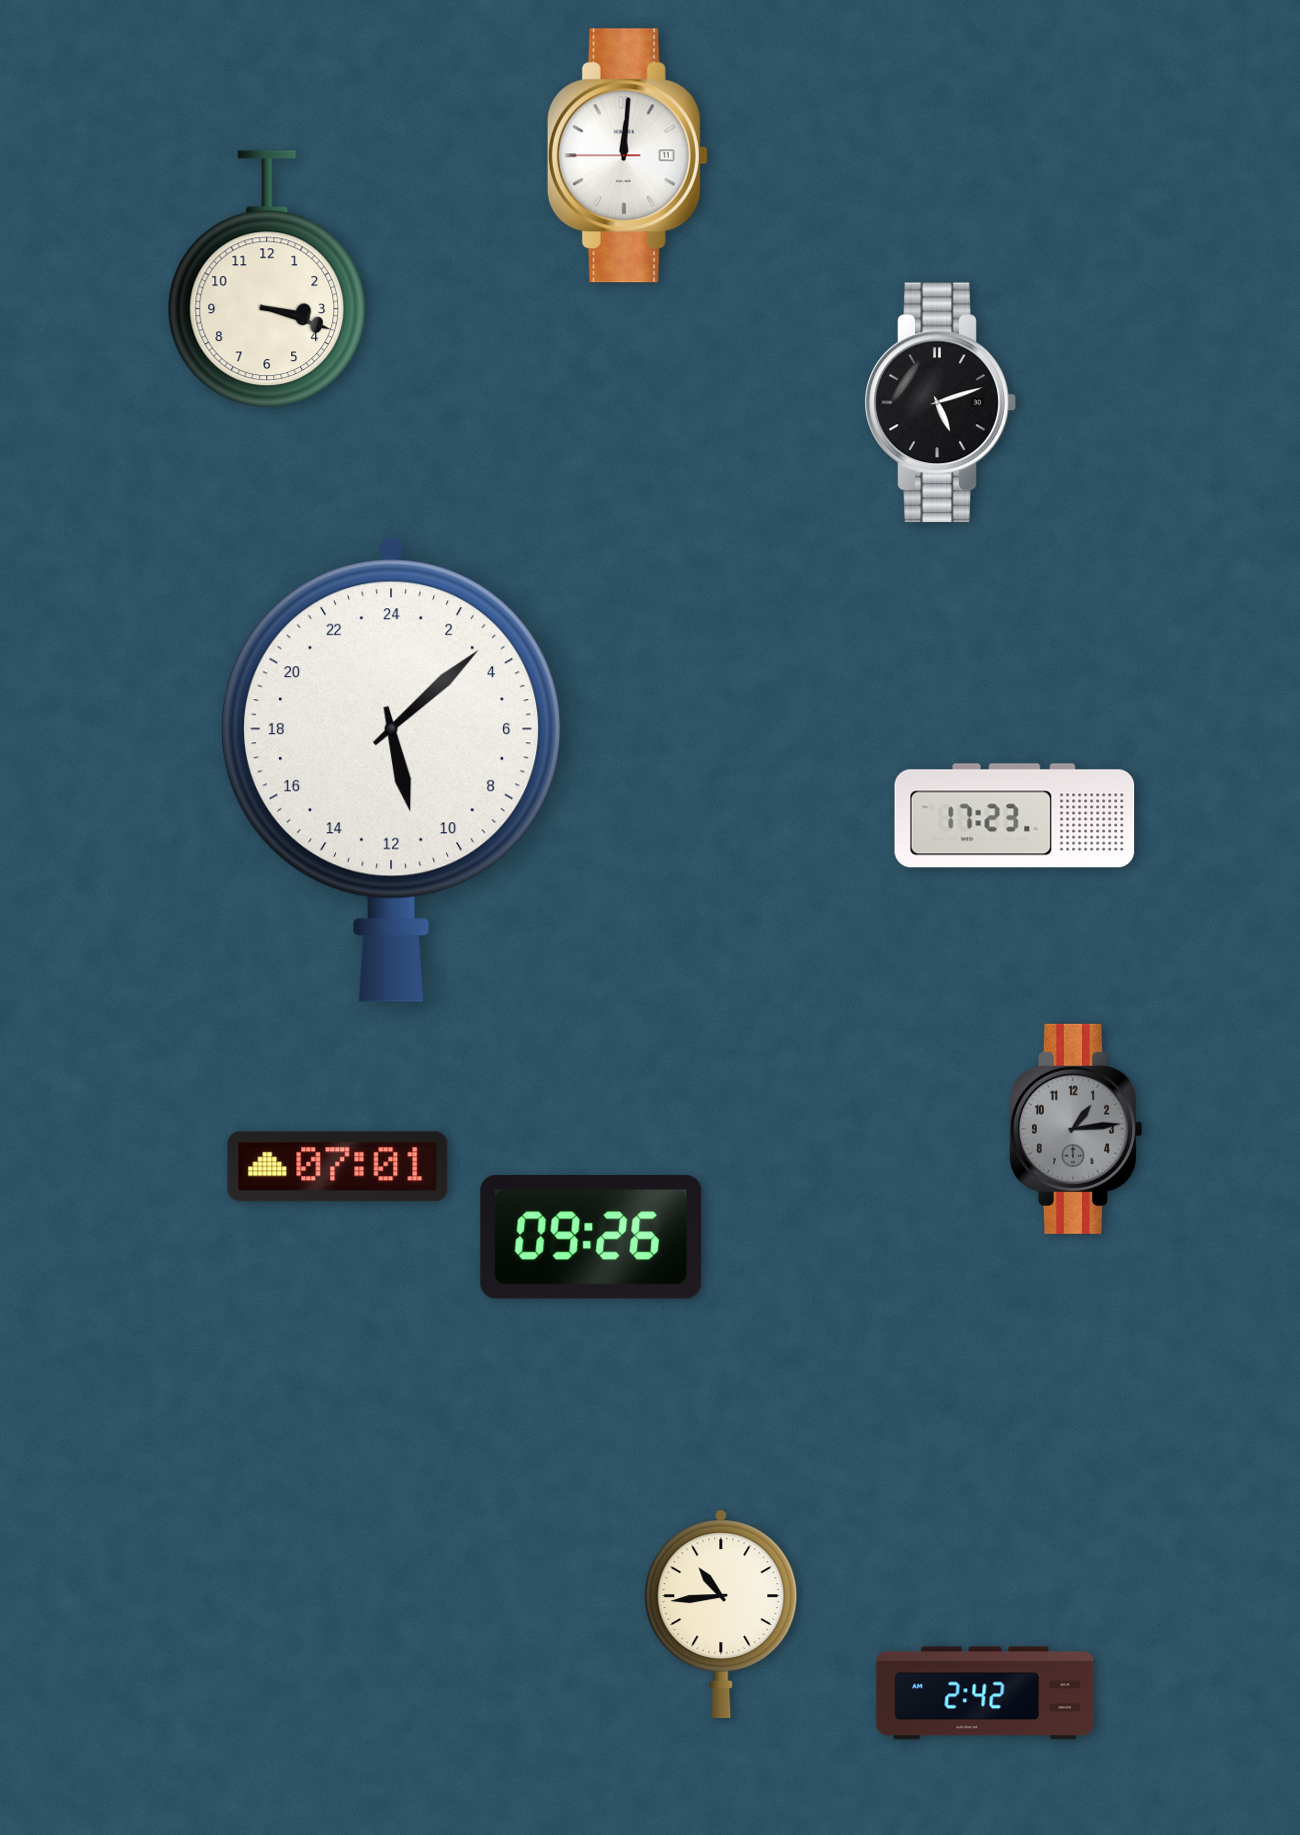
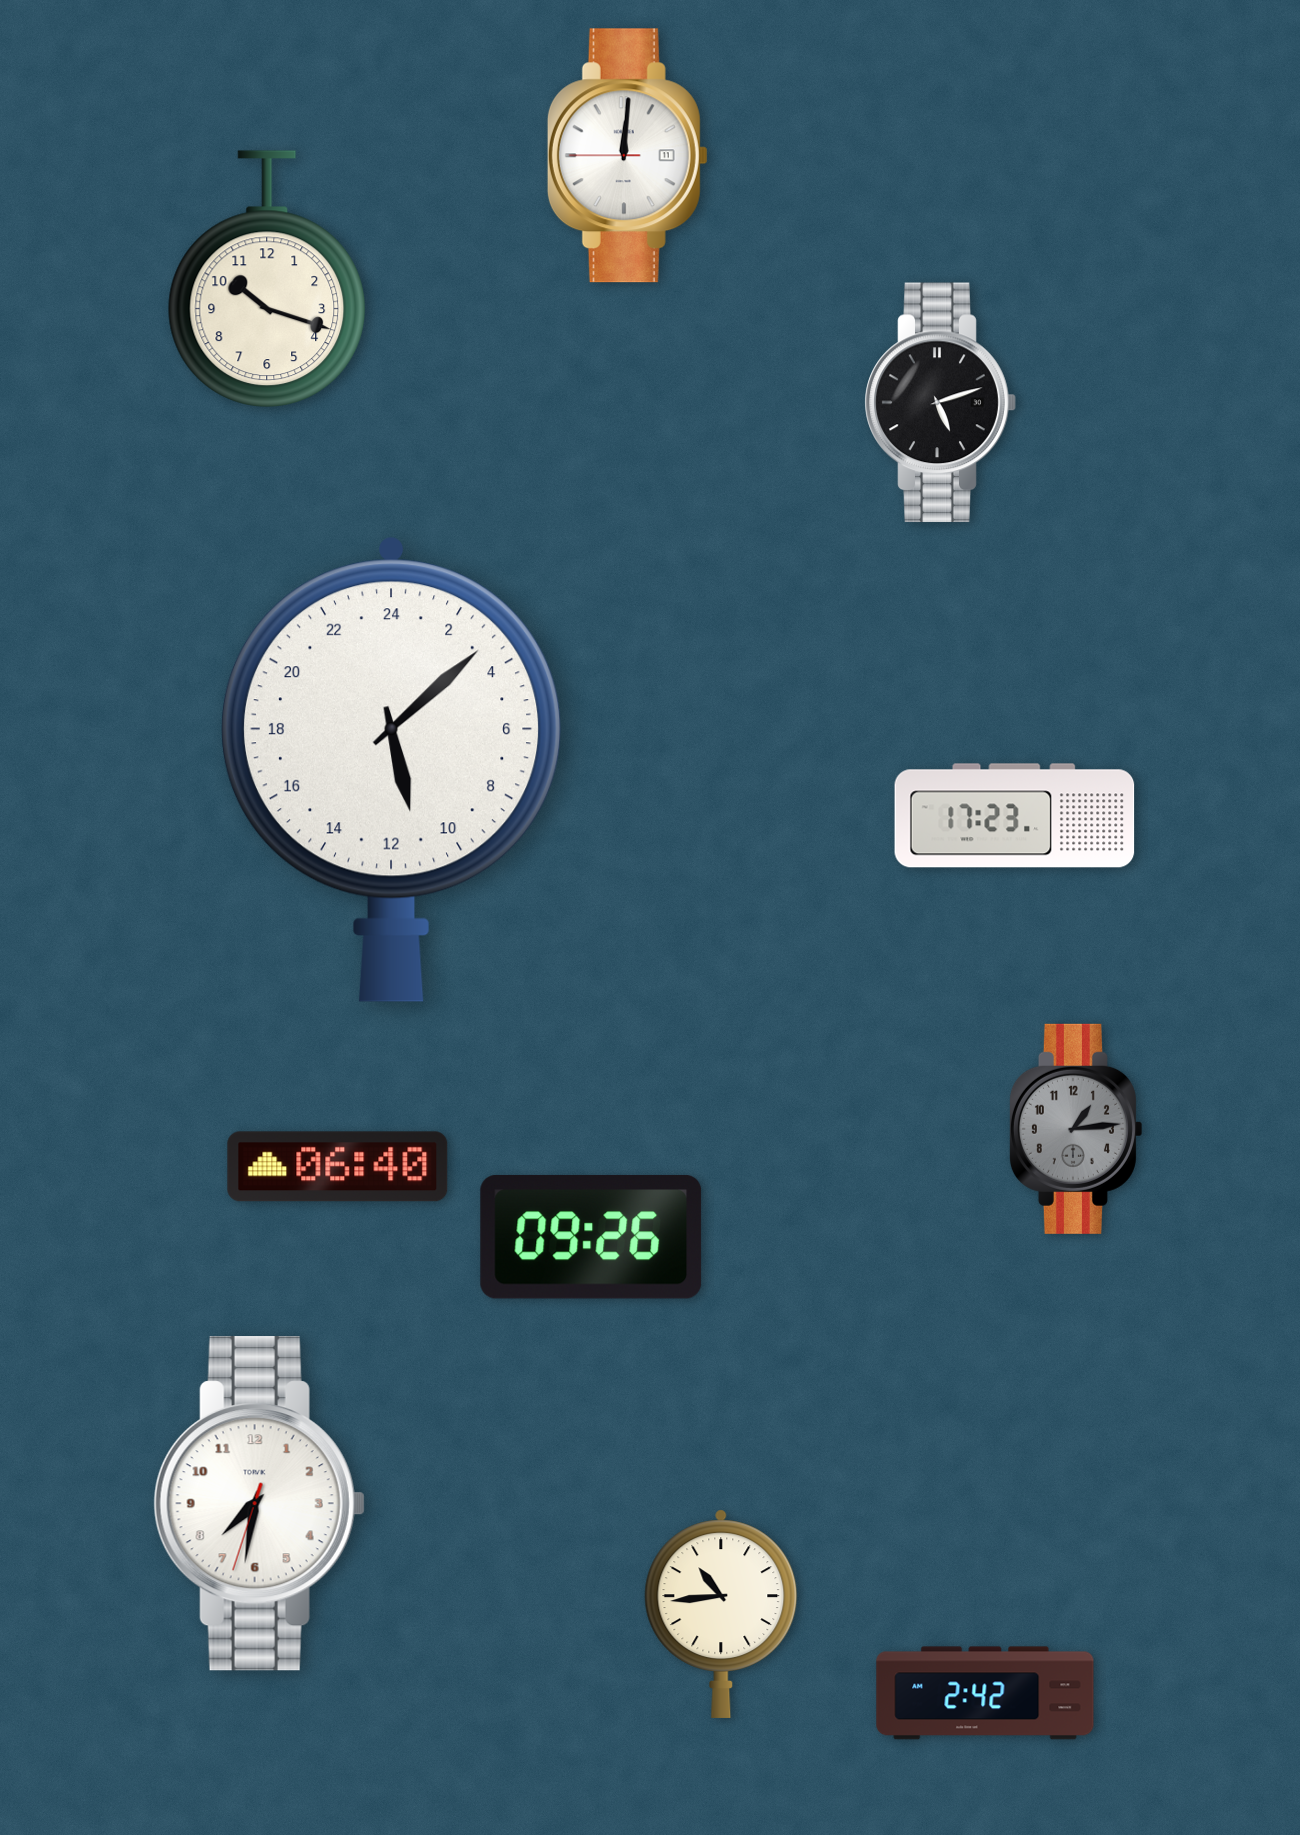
clock at (267, 279): 3:18 -> 10:18
clock at (338, 1167): 07:01 -> 06:40
clock at (259, 1504): none -> 7:31
